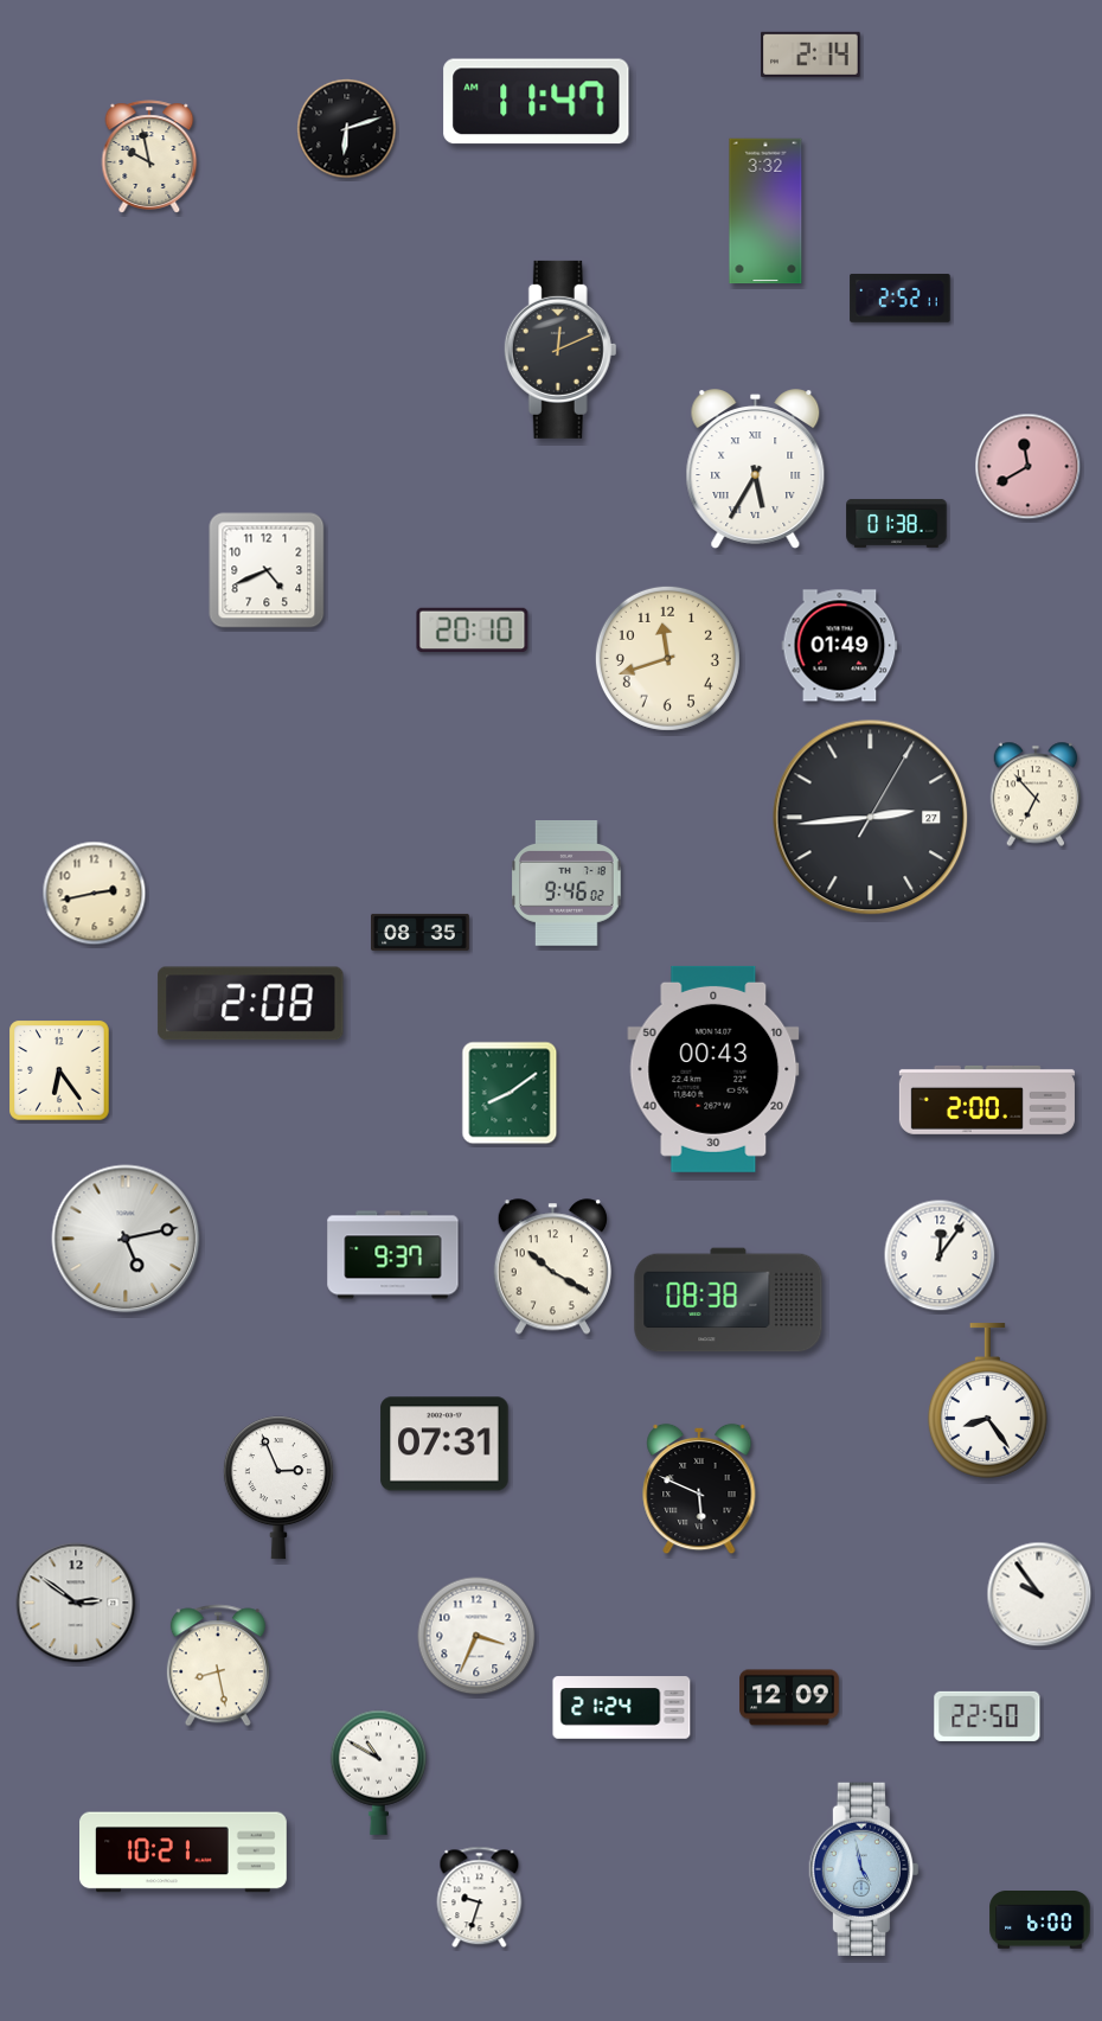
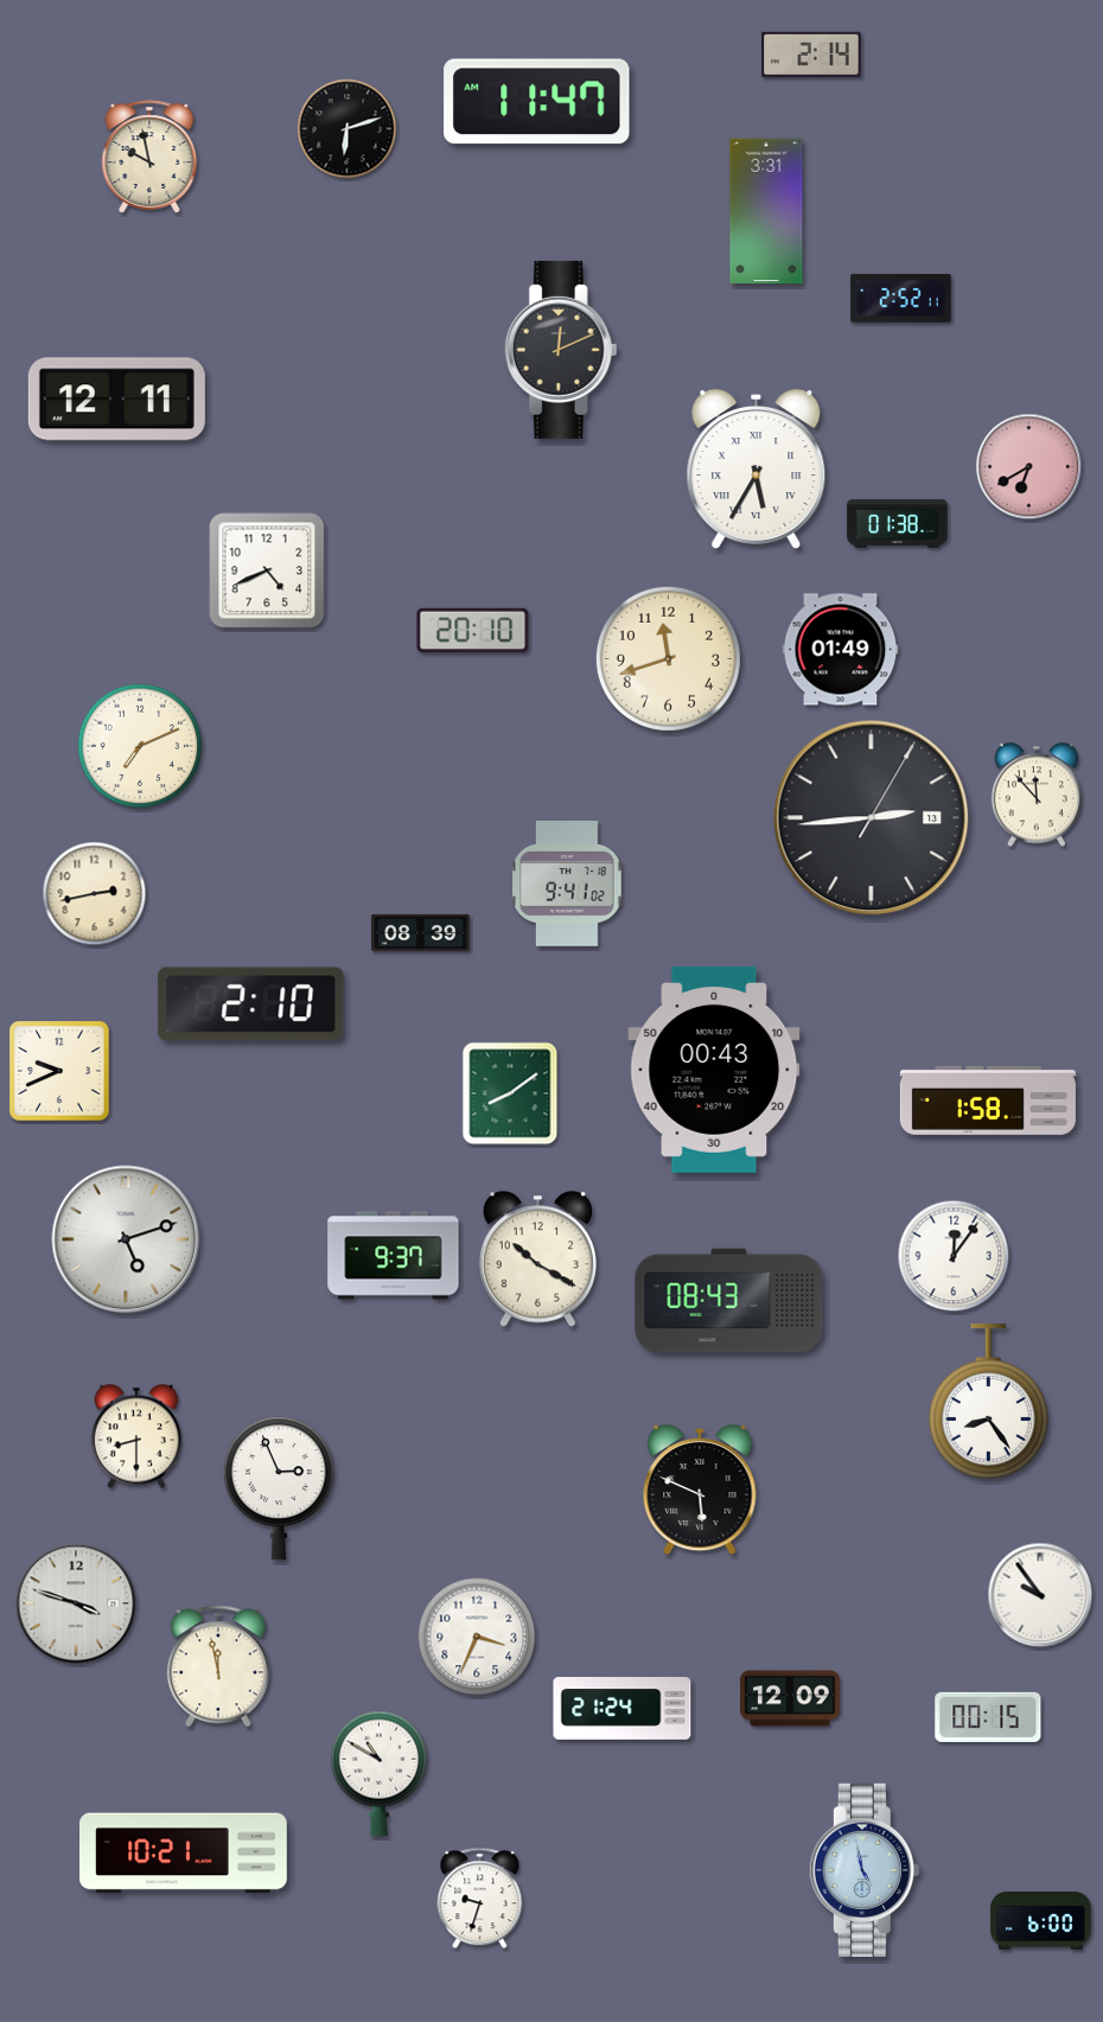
clock at (765, 211): 3:32 -> 3:31
clock at (116, 400): none -> 12:11
clock at (1029, 467): 11:40 -> 6:40
clock at (840, 646) position: (840, 646) -> (841, 650)
clock at (140, 746): none -> 7:11
clock at (1036, 794): 6:53 -> 11:53
clock at (871, 818) date: 27 -> 13
clock at (566, 884): 9:46 -> 9:41
clock at (421, 932): 08:35 -> 08:39
clock at (251, 1004): 2:08 -> 2:10
clock at (59, 1070): 6:24 -> 9:41
clock at (987, 1100): 2:00 -> 1:58
clock at (126, 1239): 5:13 -> 5:12
clock at (940, 1255) position: (940, 1255) -> (954, 1256)
clock at (552, 1267) position: (552, 1267) -> (537, 1259)
clock at (729, 1300): 08:38 -> 08:43
clock at (136, 1436): none -> 8:30
clock at (444, 1444): 07:31 -> none
clock at (76, 1603): 2:51 -> 3:48
clock at (218, 1665): 8:28 -> 11:58
clock at (987, 1716): 22:50 -> 00:15
